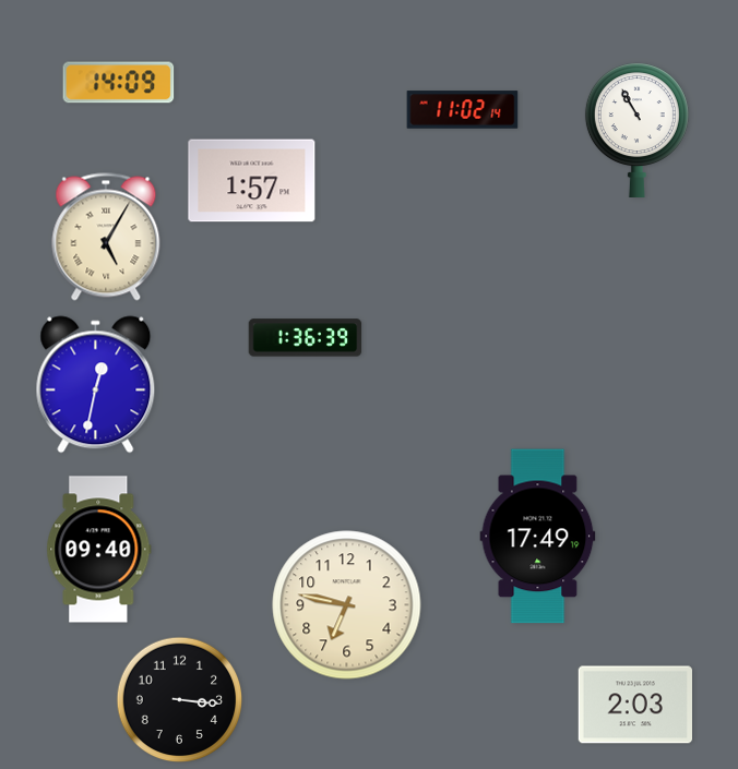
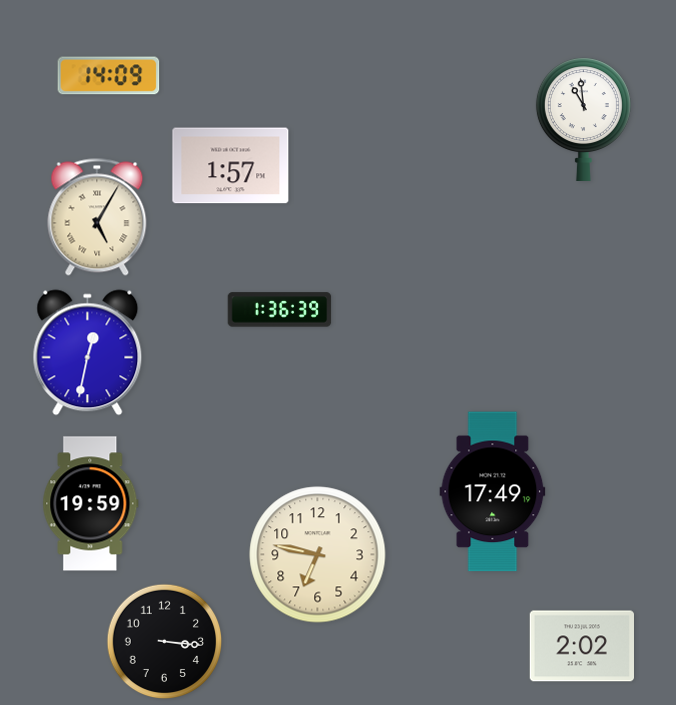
clock at (463, 110): 11:02 -> none
clock at (636, 130): 10:55 -> 10:59
clock at (99, 550): 09:40 -> 19:59
clock at (634, 705): 2:03 -> 2:02
